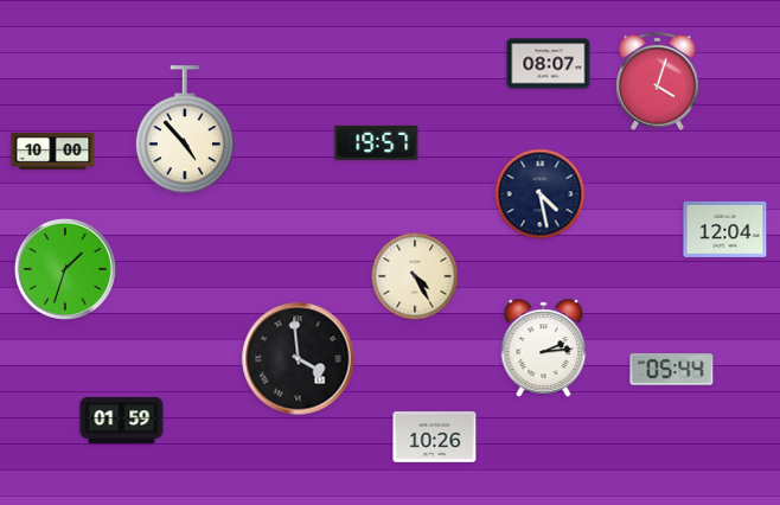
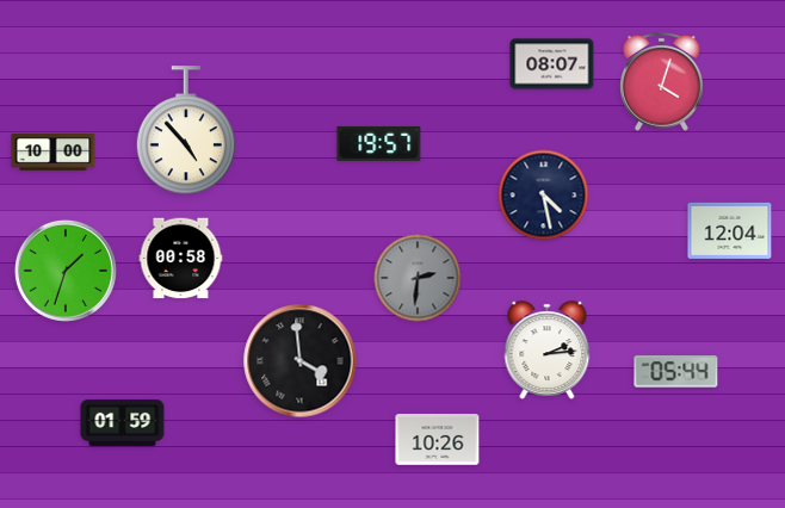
clock at (181, 259): none -> 00:58
clock at (415, 276): 4:25 -> 2:31
clock at (415, 276) dial: cream -> grey
